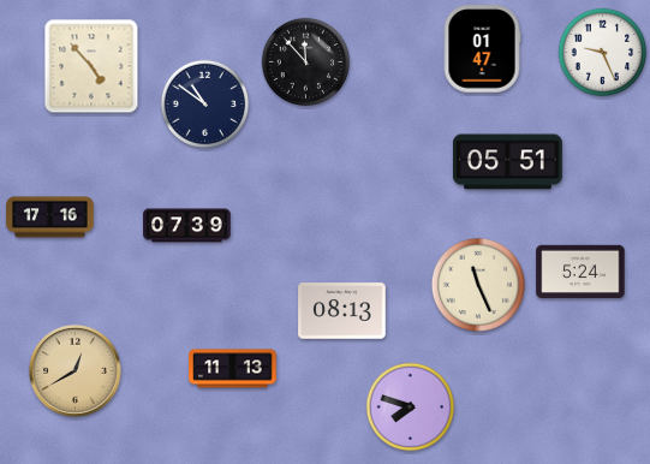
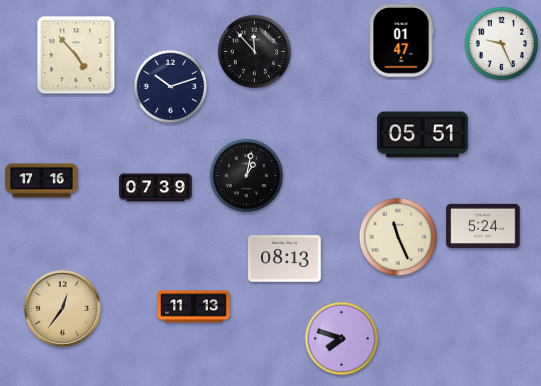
clock at (205, 105): 10:51 -> 10:12
clock at (247, 176): none -> 1:02
clock at (76, 371): 12:40 -> 12:36
